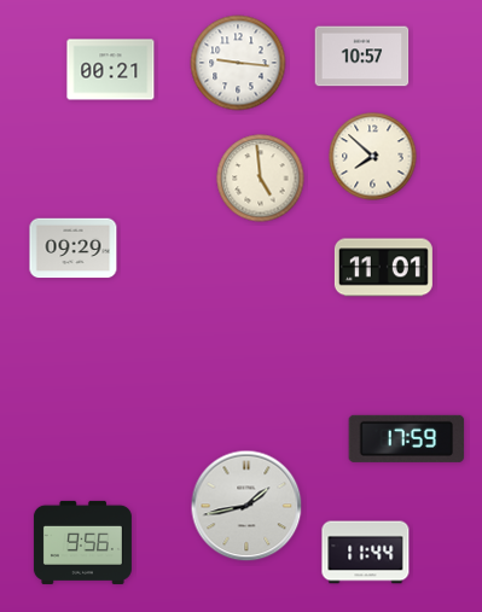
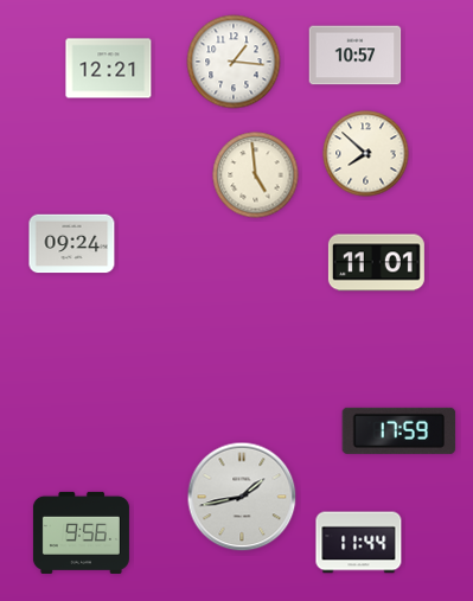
clock at (238, 63): 9:16 -> 1:16
clock at (111, 70): 00:21 -> 12:21
clock at (74, 249): 09:29 -> 09:24
